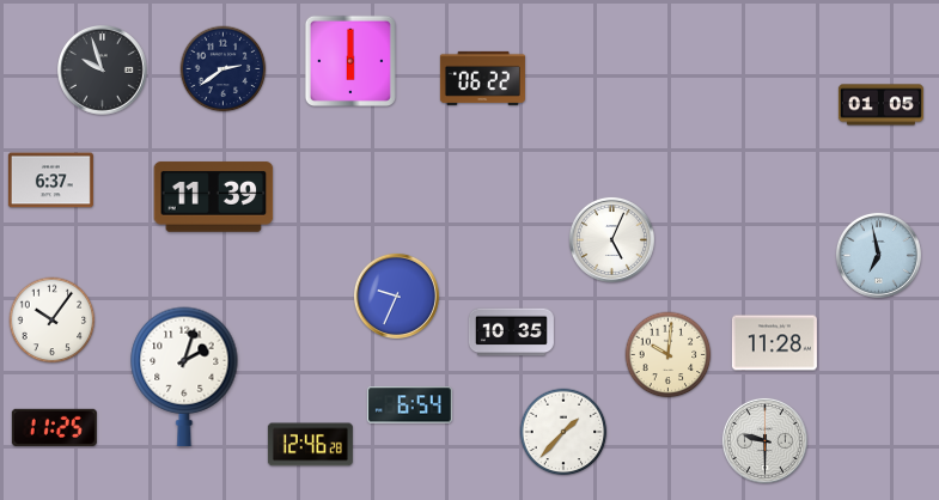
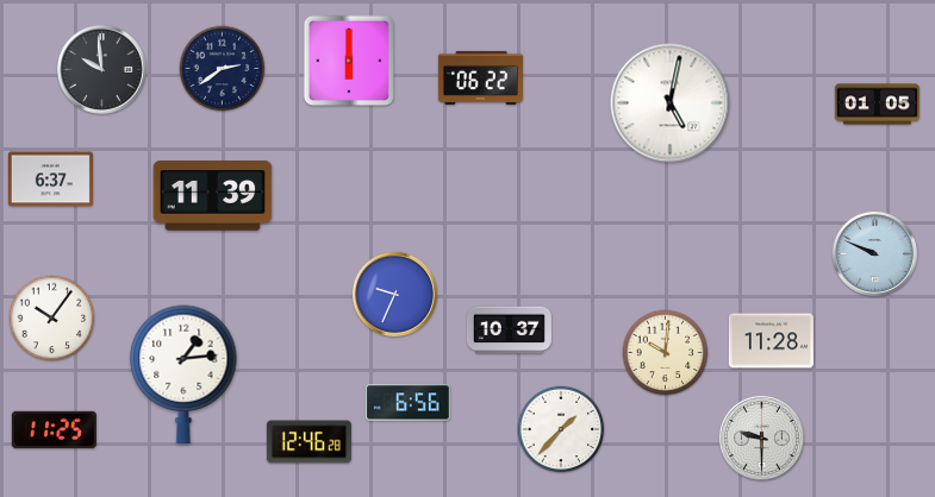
clock at (103, 71): 9:57 -> 9:59
clock at (671, 103): none -> 5:02
clock at (611, 239): 5:04 -> none
clock at (878, 255): 6:58 -> 9:49
clock at (511, 333): 10:35 -> 10:37
clock at (184, 376): 2:03 -> 1:14
clock at (409, 406): 6:54 -> 6:56
clock at (54, 427) position: (54, 427) -> (54, 429)
